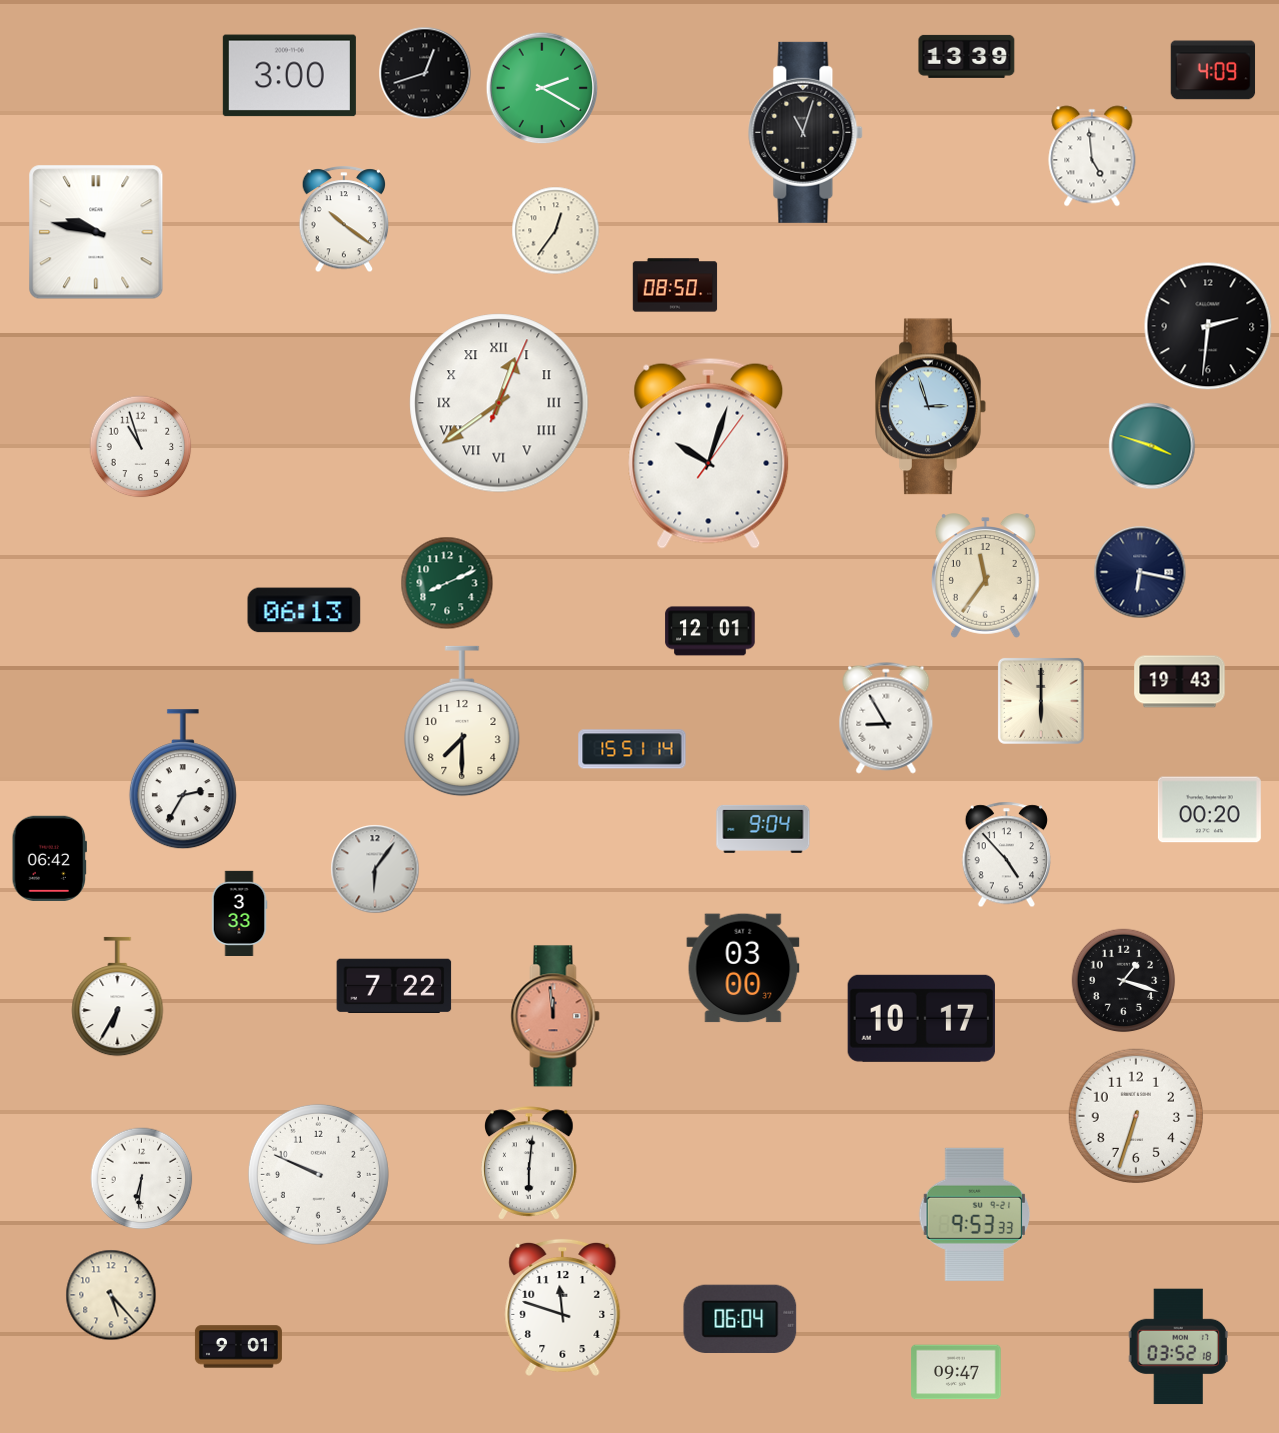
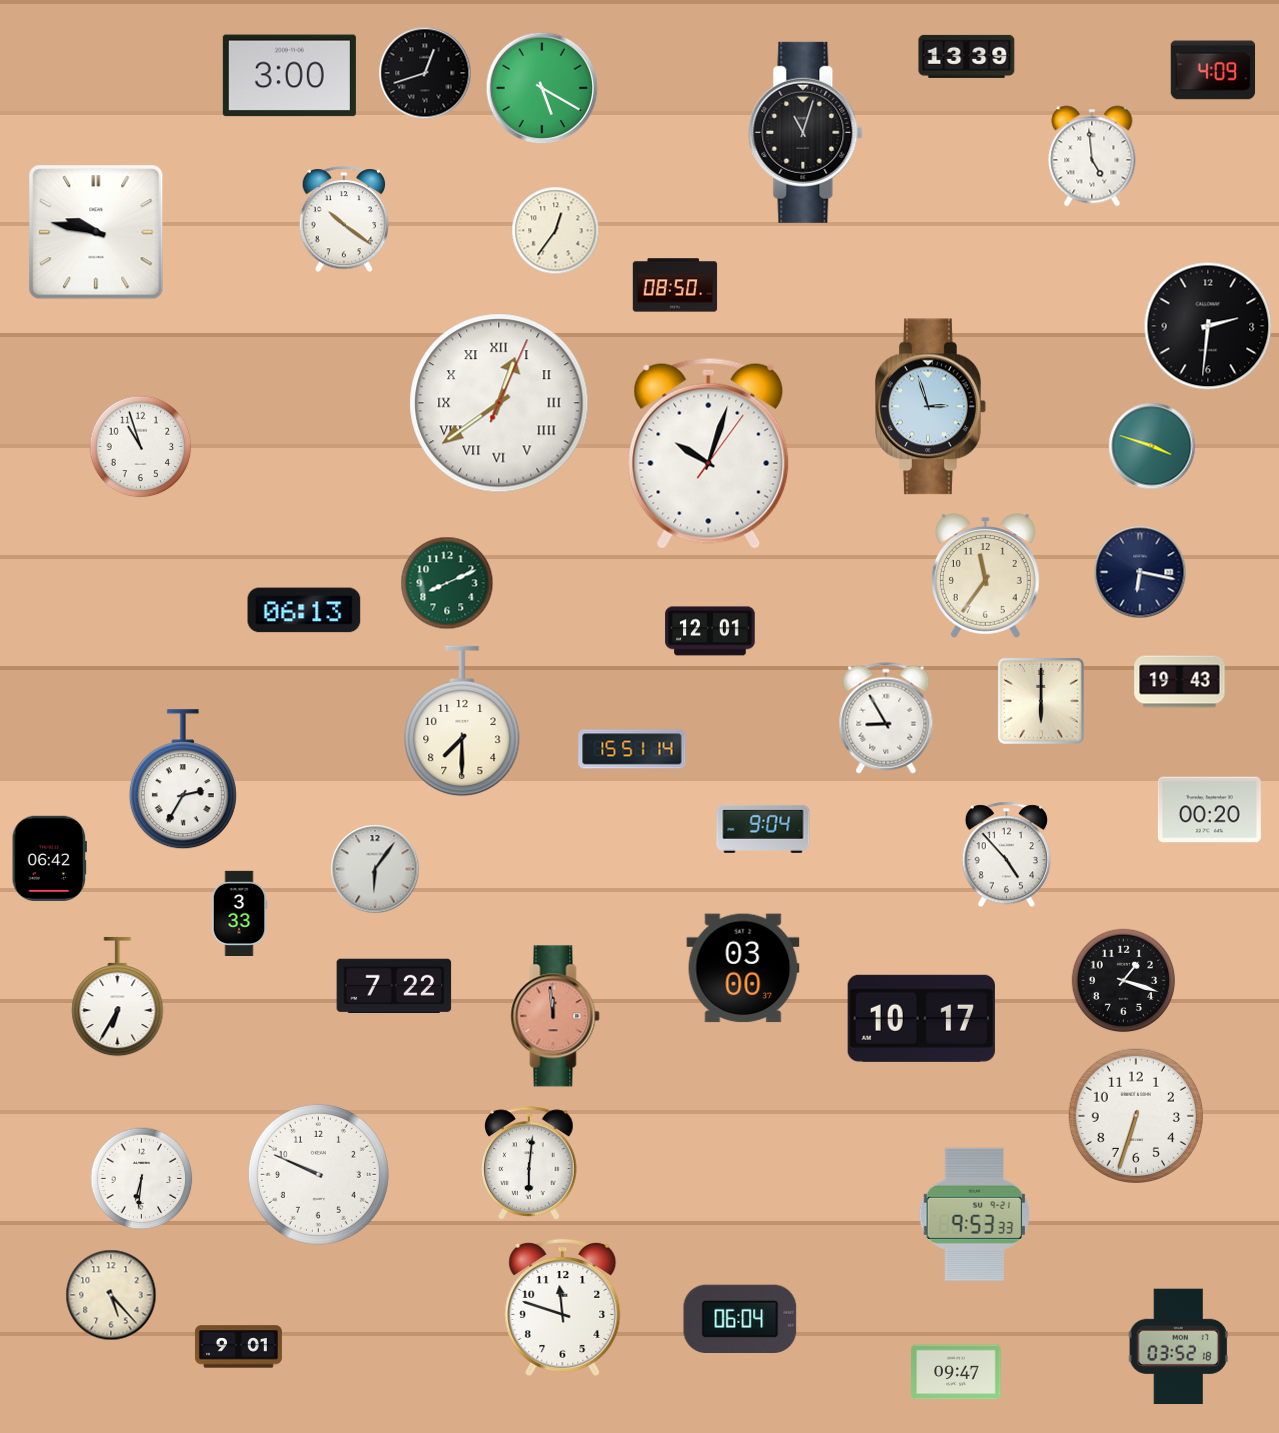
clock at (542, 88): 2:20 -> 5:20
